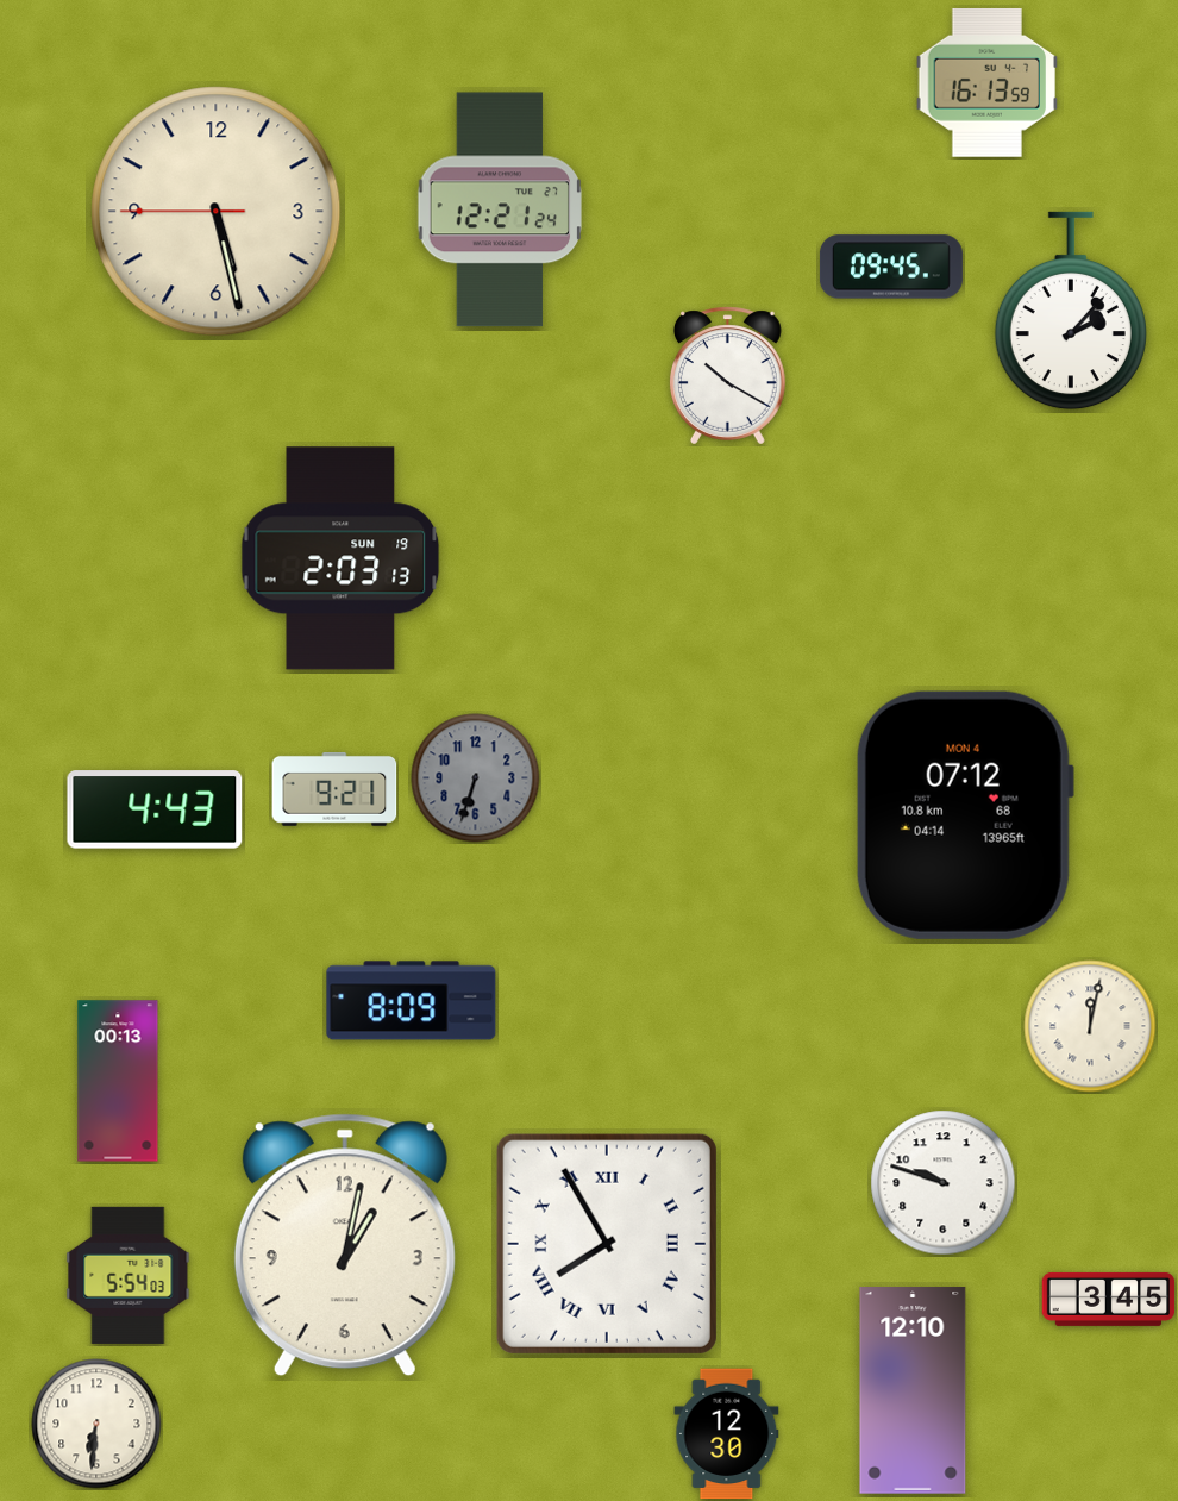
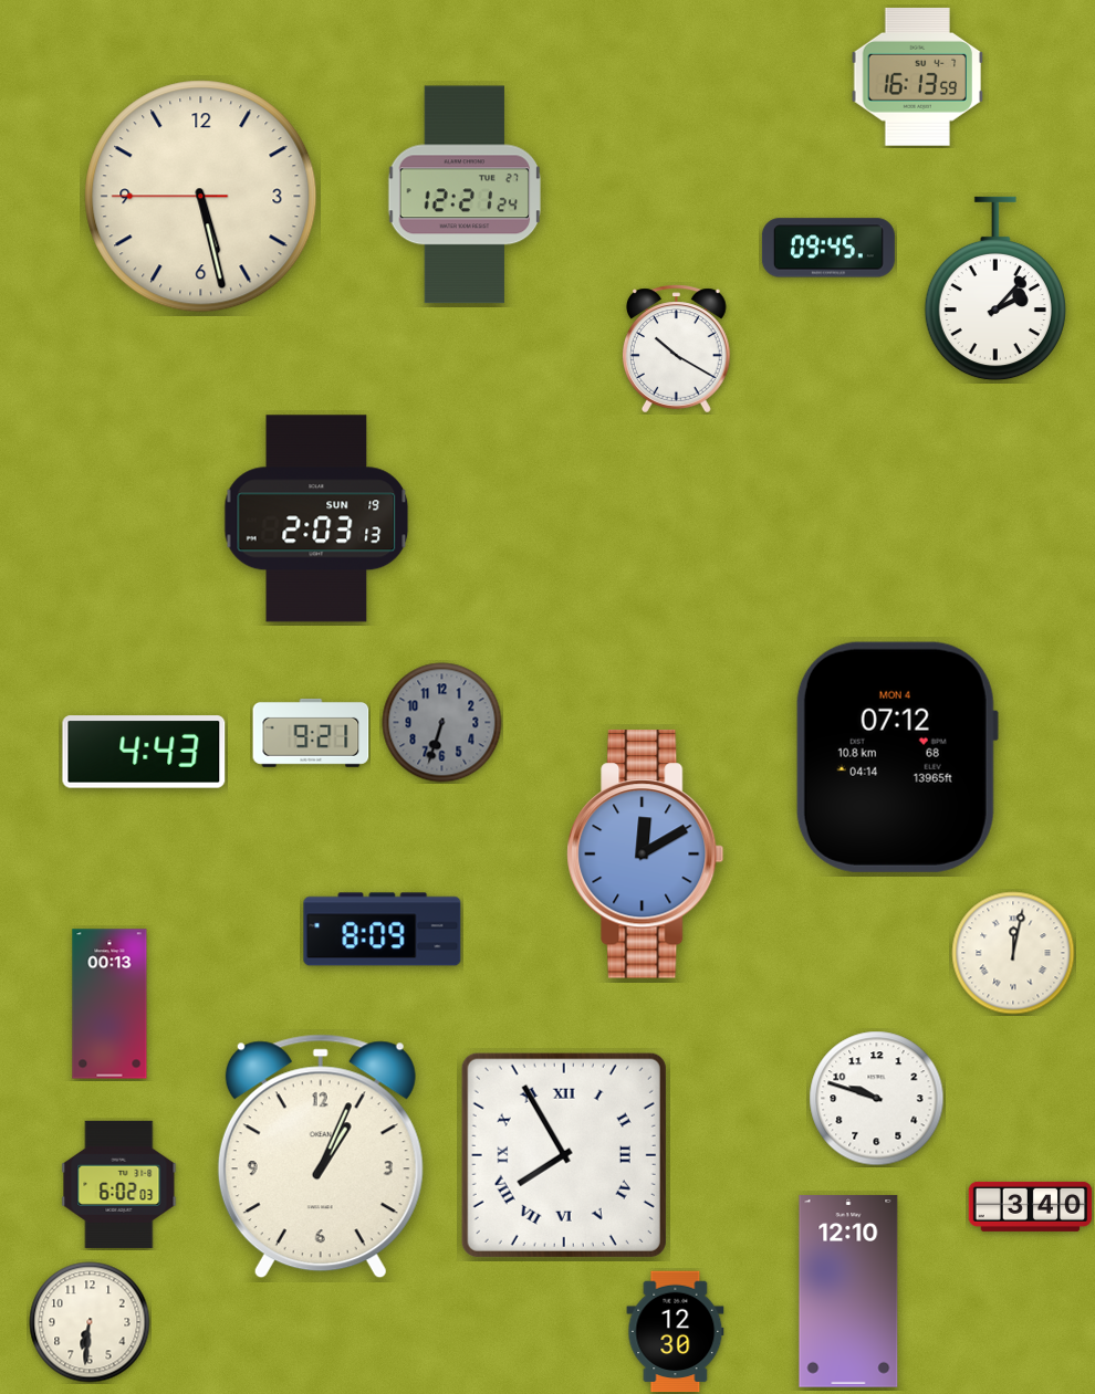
clock at (646, 855): none -> 12:10
clock at (345, 1245): 1:02 -> 1:04
clock at (129, 1275): 5:54 -> 6:02
clock at (1109, 1299): 3:45 -> 3:40
